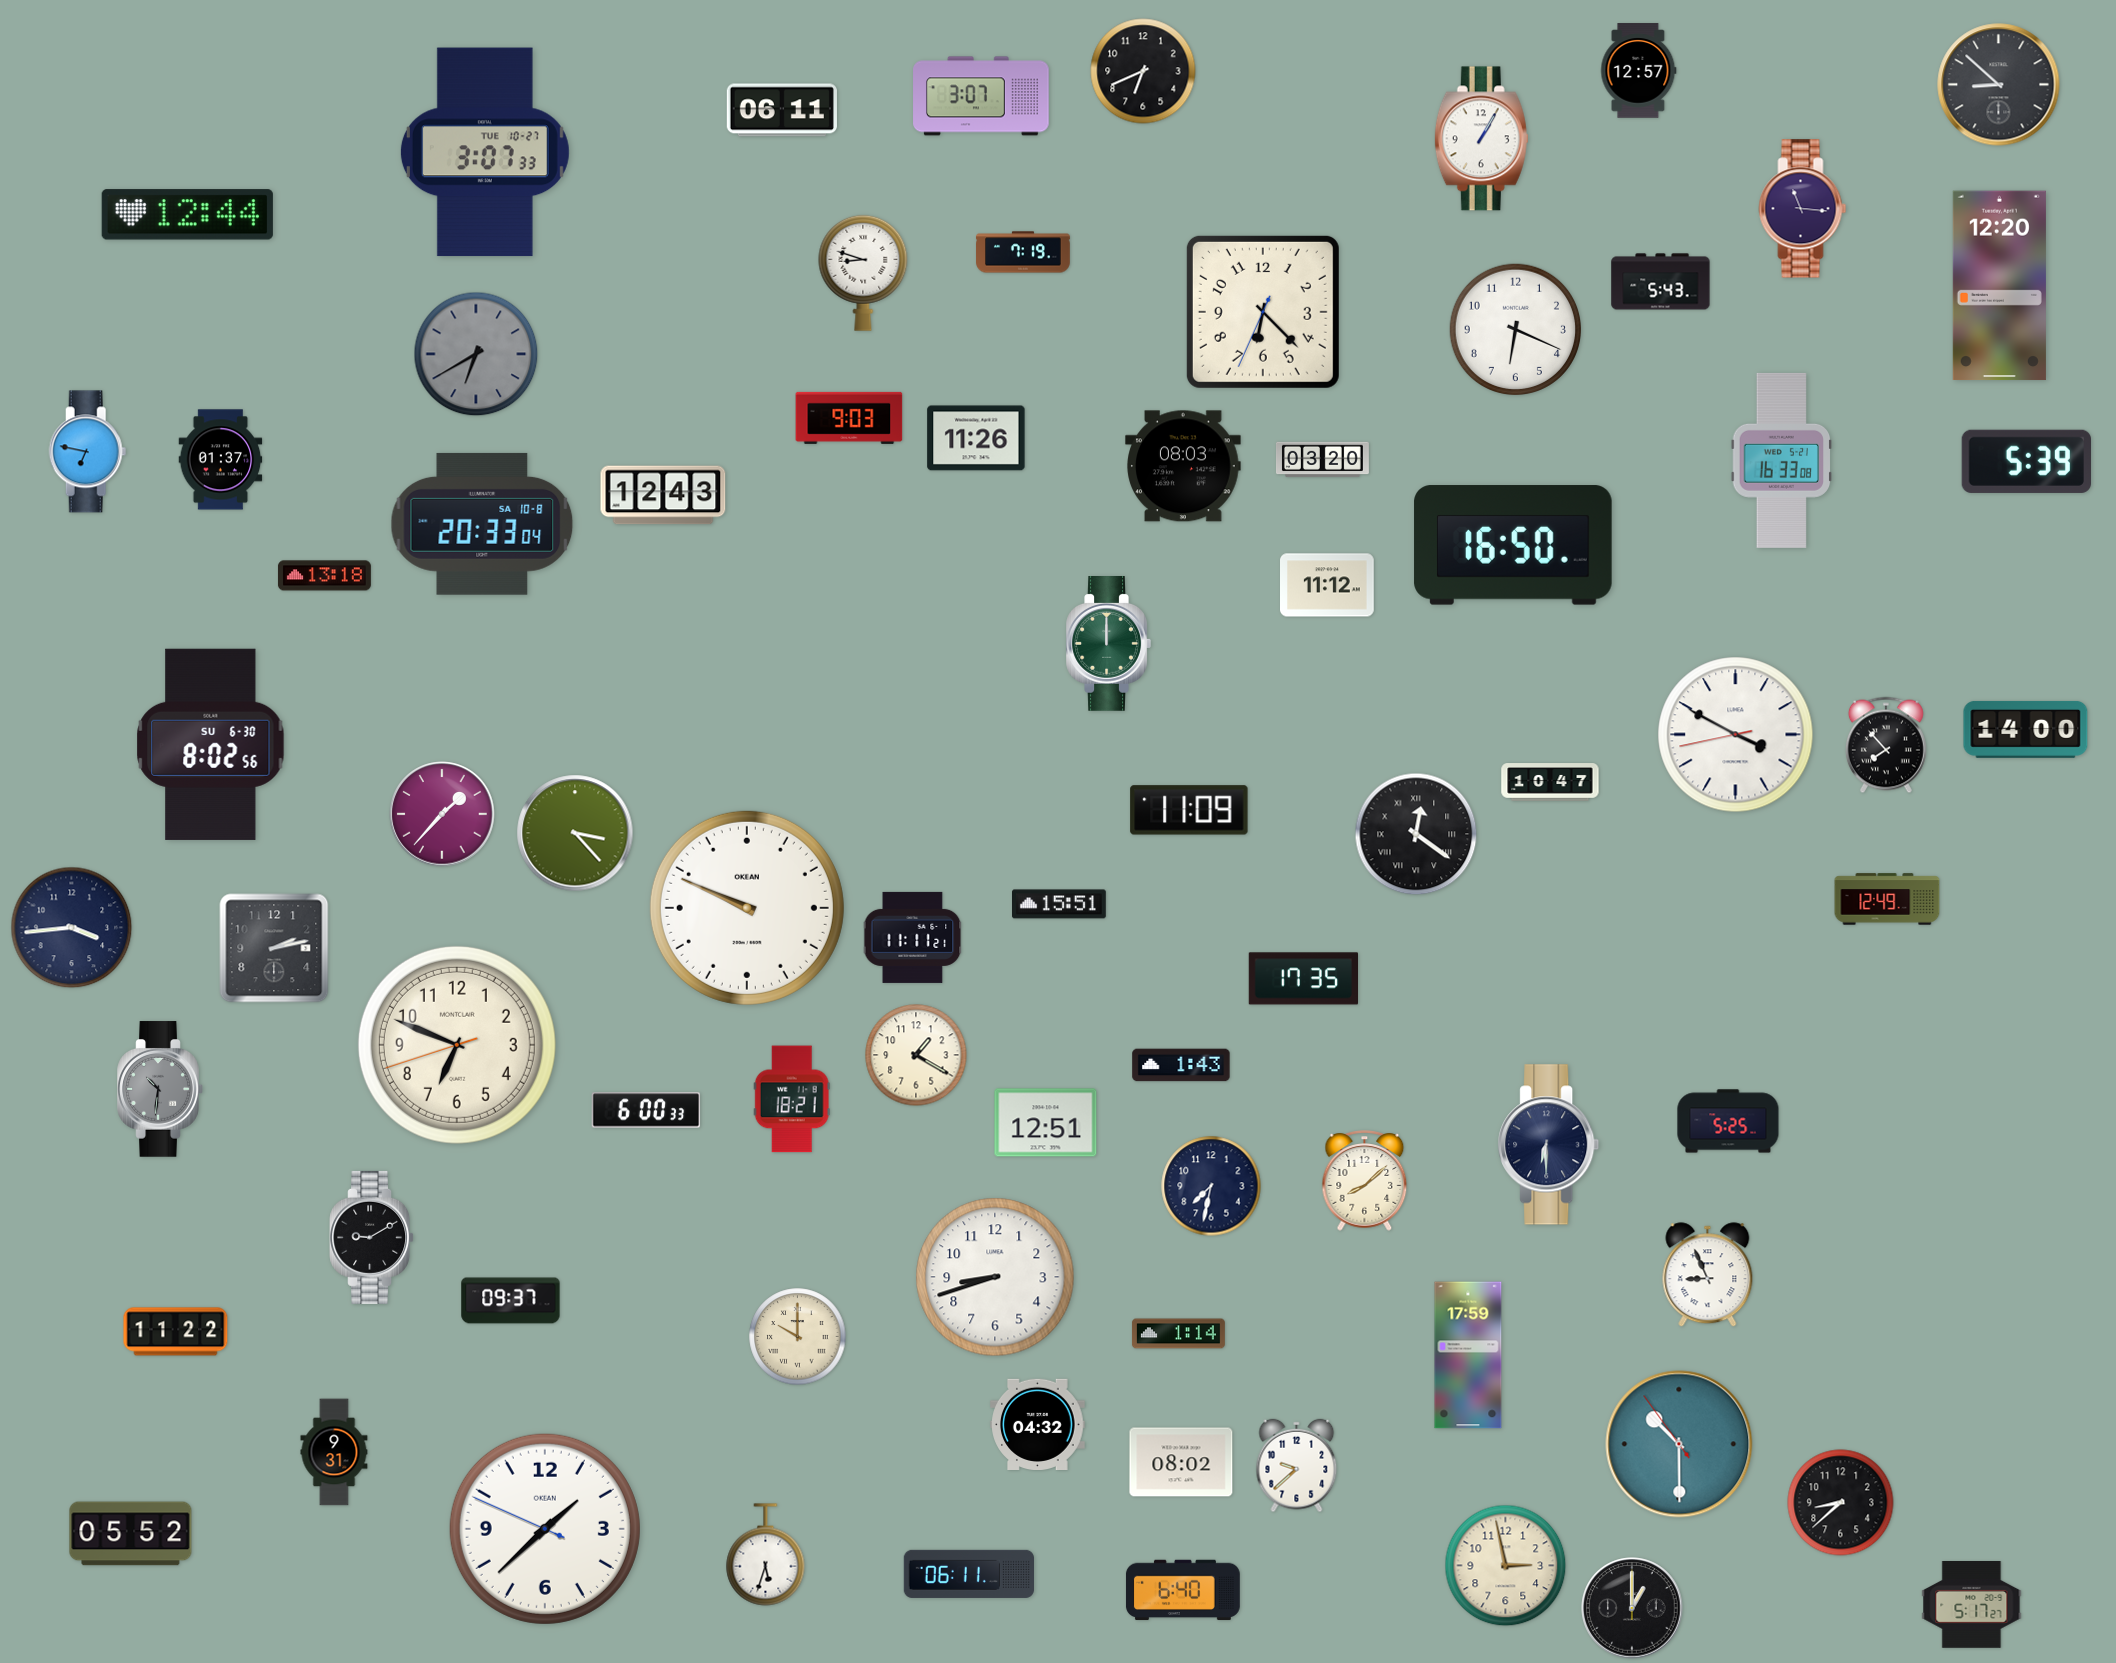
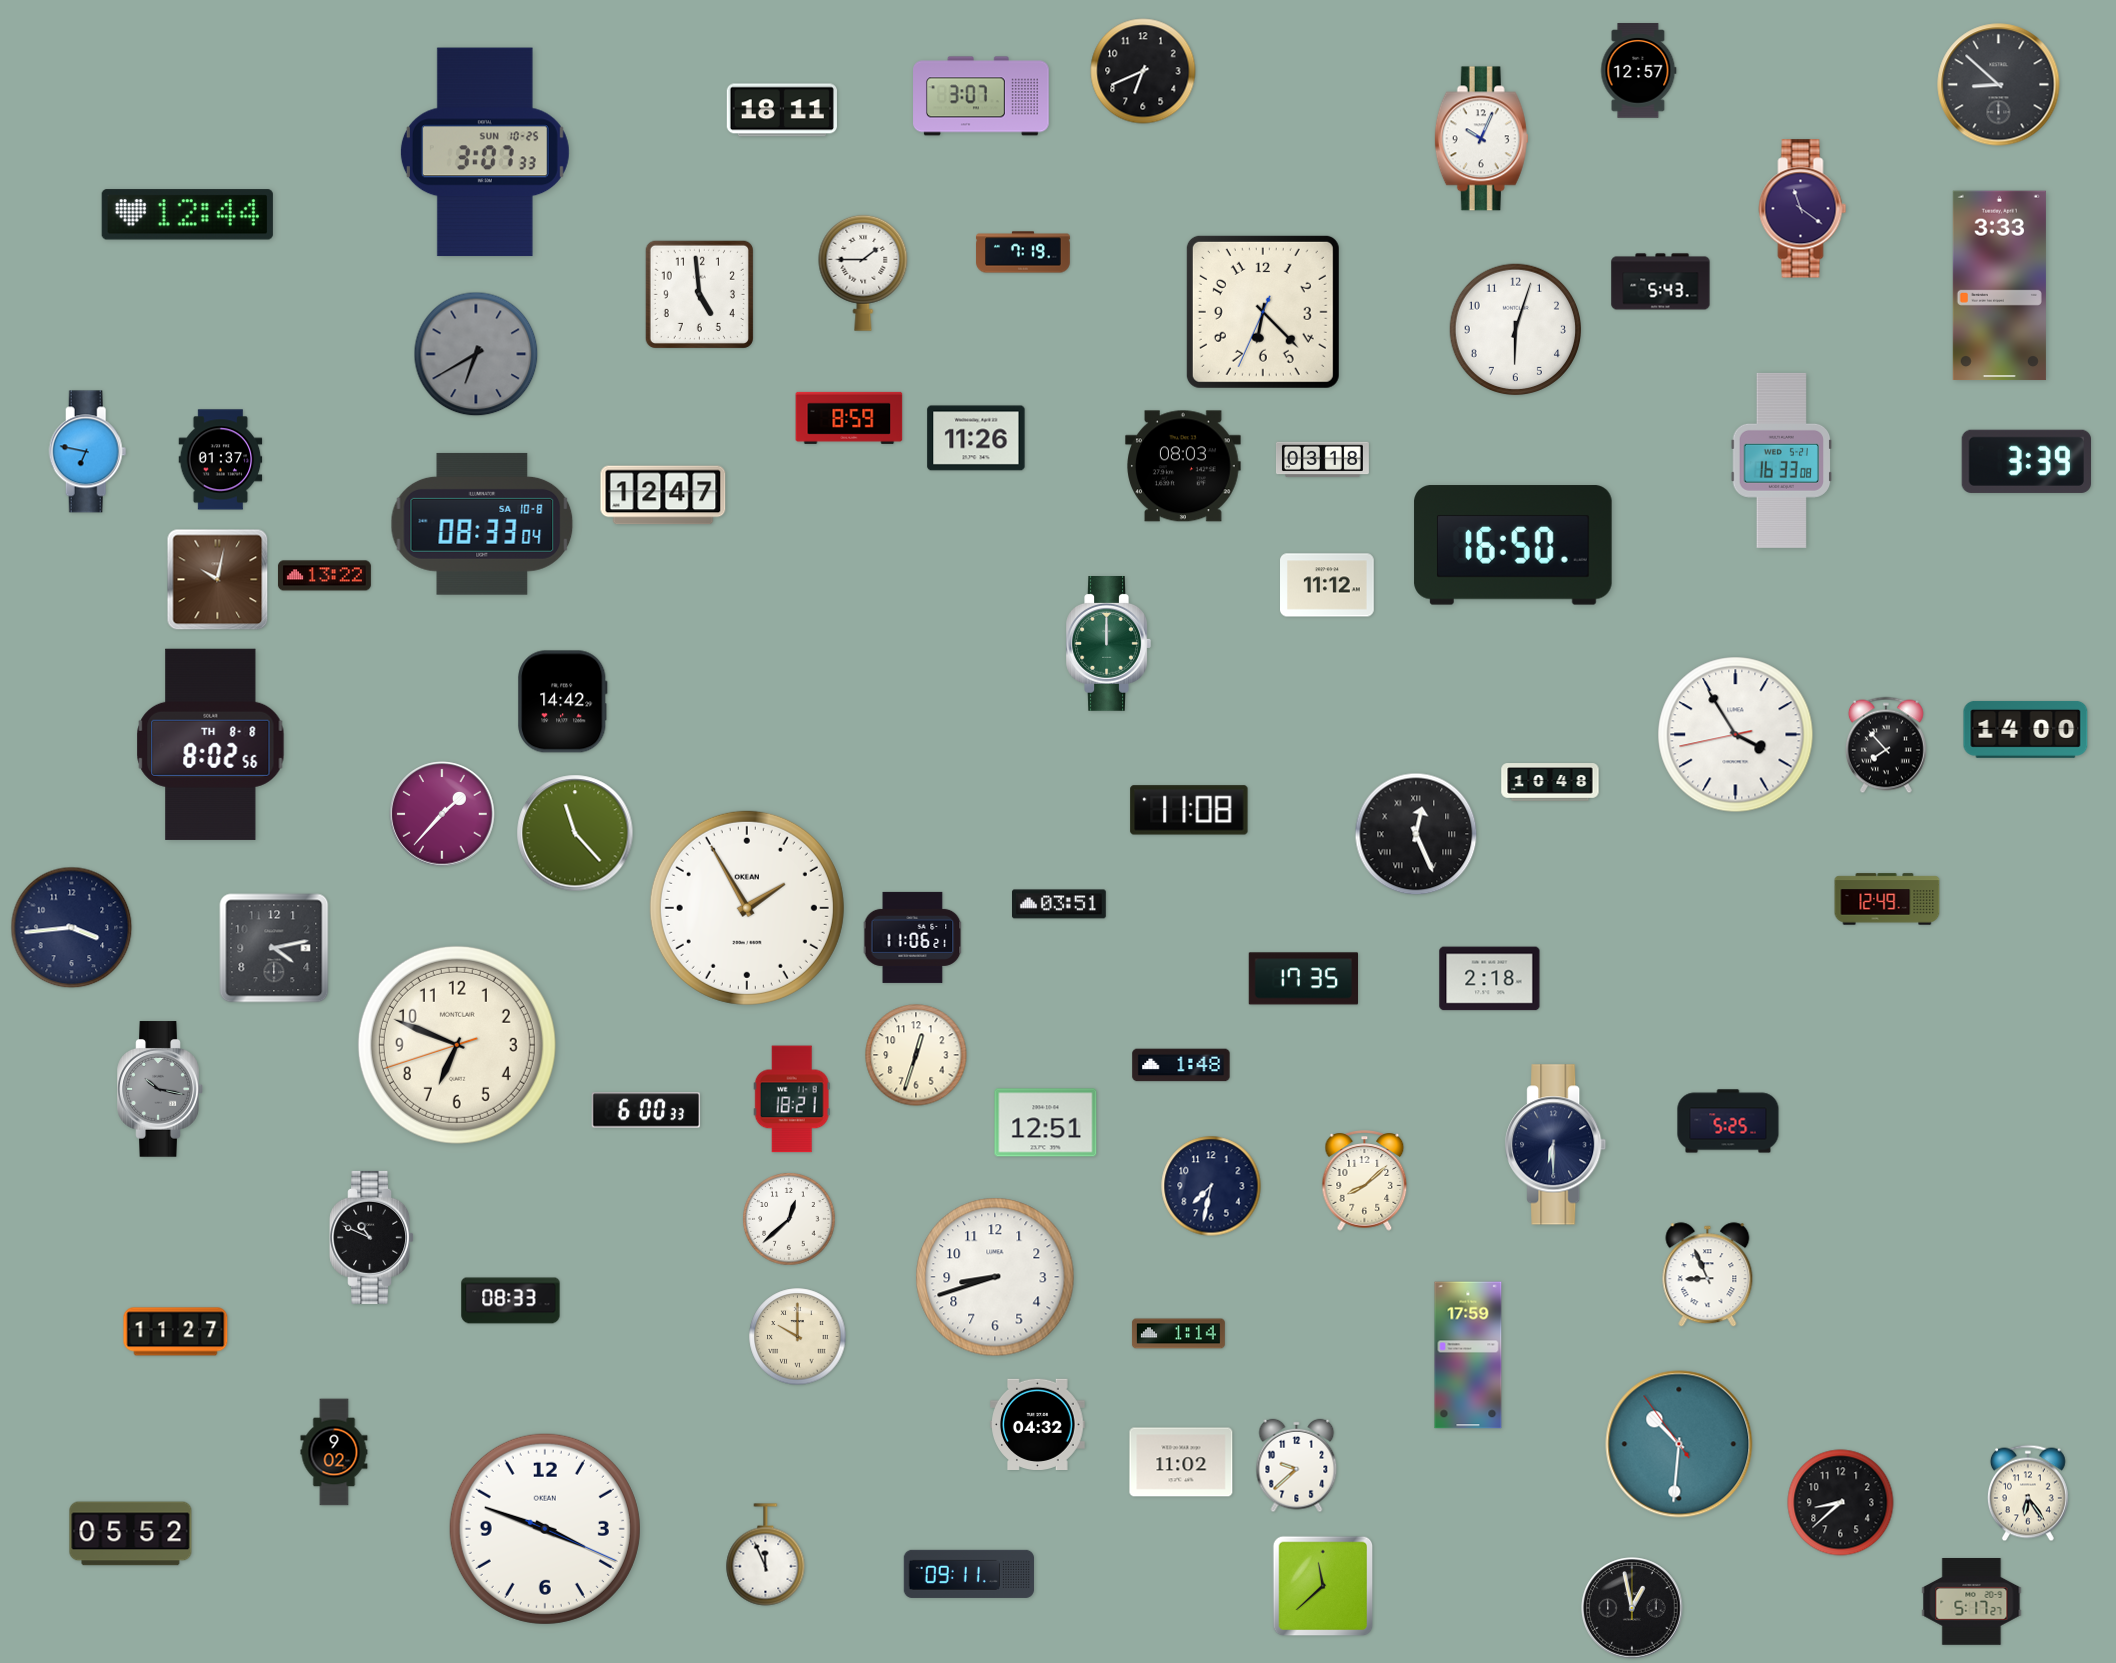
clock at (782, 110): 06:11 -> 18:11
clock at (1481, 139): 1:05 -> 10:04
clock at (485, 152) date: TUE 10-27 -> SUN 10-25
clock at (1803, 209): 11:16 -> 11:21
clock at (863, 273): 8:48 -> 1:45
clock at (1999, 286): 12:20 -> 3:33
clock at (699, 294): none -> 4:59
clock at (1515, 329): 6:19 -> 6:03
clock at (849, 418): 9:03 -> 8:59
clock at (1323, 460): 03:20 -> 03:18
clock at (2026, 461): 5:39 -> 3:39
clock at (663, 495): 12:43 -> 12:47
clock at (482, 524): 20:33 -> 08:33
clock at (324, 576): 13:18 -> 13:22
clock at (218, 580): none -> 10:02
clock at (563, 702): none -> 14:42
clock at (1736, 735): 3:49 -> 3:54
clock at (211, 744) date: SU 6-30 -> TH 8-8
clock at (1550, 782): 10:47 -> 10:48
clock at (1189, 810): 11:09 -> 11:08
clock at (575, 833): 3:23 -> 11:23
clock at (1416, 834): 12:21 -> 12:26
clock at (1060, 904): 15:51 -> 03:51
clock at (747, 908): 9:49 -> 1:55
clock at (913, 937): 11:11 -> 11:06
clock at (274, 948): 2:13 -> 4:13
clock at (1490, 979): none -> 2:18
clock at (916, 1055): 1:20 -> 12:33
clock at (1181, 1065): 1:43 -> 1:48
clock at (160, 1089): 10:31 -> 10:17
clock at (1549, 1145) position: (1549, 1145) -> (1556, 1145)
clock at (789, 1219): none -> 12:38
clock at (372, 1237): 9:10 -> 10:49
clock at (511, 1301): 09:37 -> 08:33
clock at (176, 1332): 11:22 -> 11:27
clock at (1679, 1444): 10:29 -> 10:30
clock at (334, 1452): 9:31 -> 9:02
clock at (1181, 1462): 08:02 -> 11:02
clock at (2028, 1493): none -> 6:24
clock at (545, 1529): 1:37 -> 3:48
clock at (766, 1555): 5:33 -> 11:56
clock at (1506, 1566): 2:58 -> none
clock at (968, 1574): 06:11 -> 09:11
clock at (1323, 1586): none -> 11:38
clock at (1183, 1590): 6:40 -> none
clock at (1972, 1605) position: (1972, 1605) -> (1972, 1602)
clock at (1632, 1608): 1:00 -> 12:58
